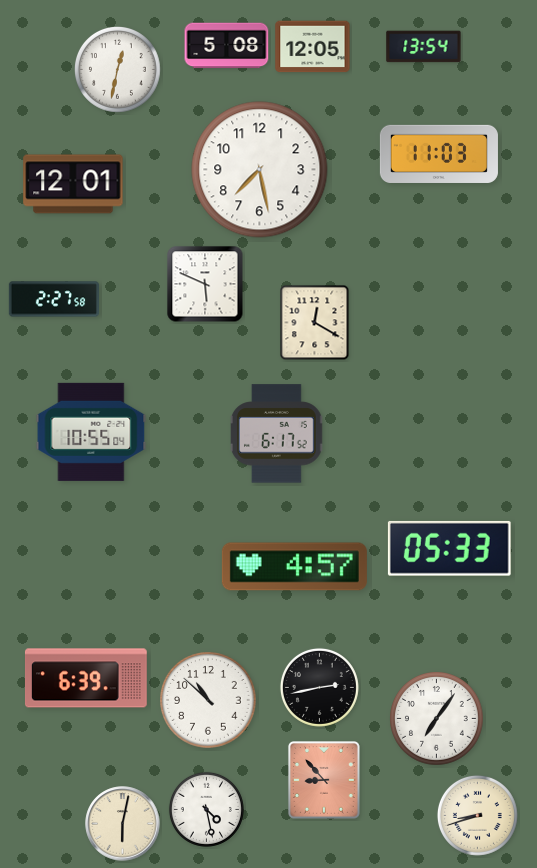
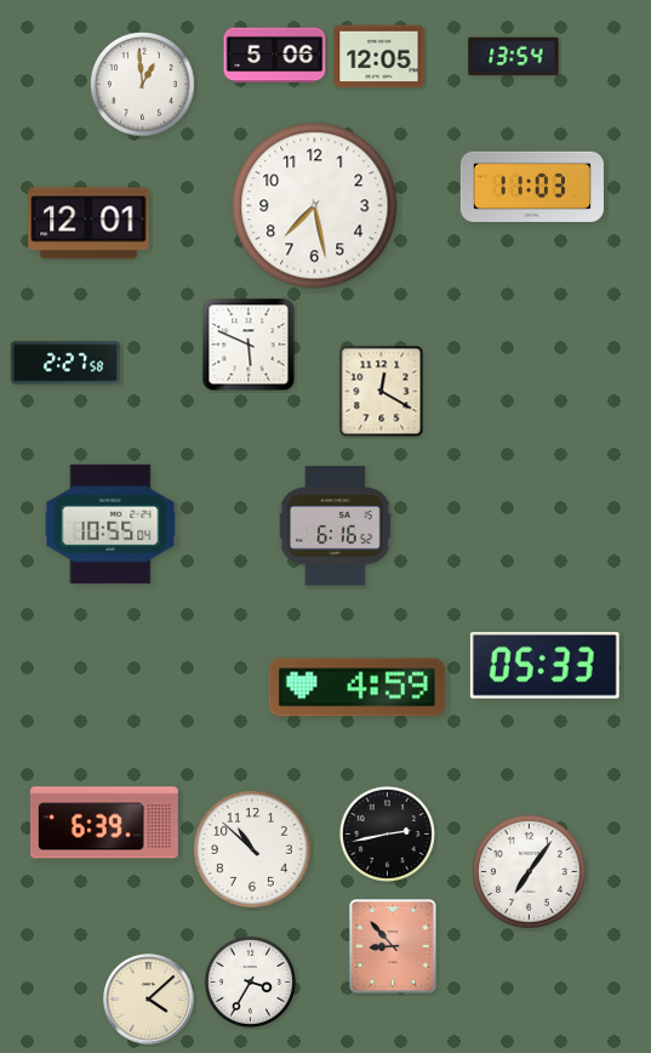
clock at (227, 46): 5:08 -> 5:06
clock at (117, 69): 12:32 -> 12:59
clock at (277, 434): 6:17 -> 6:16
clock at (294, 567): 4:57 -> 4:59
clock at (206, 809): 4:28 -> 3:35
clock at (477, 815): 8:42 -> none
clock at (123, 824): 6:02 -> 4:08
